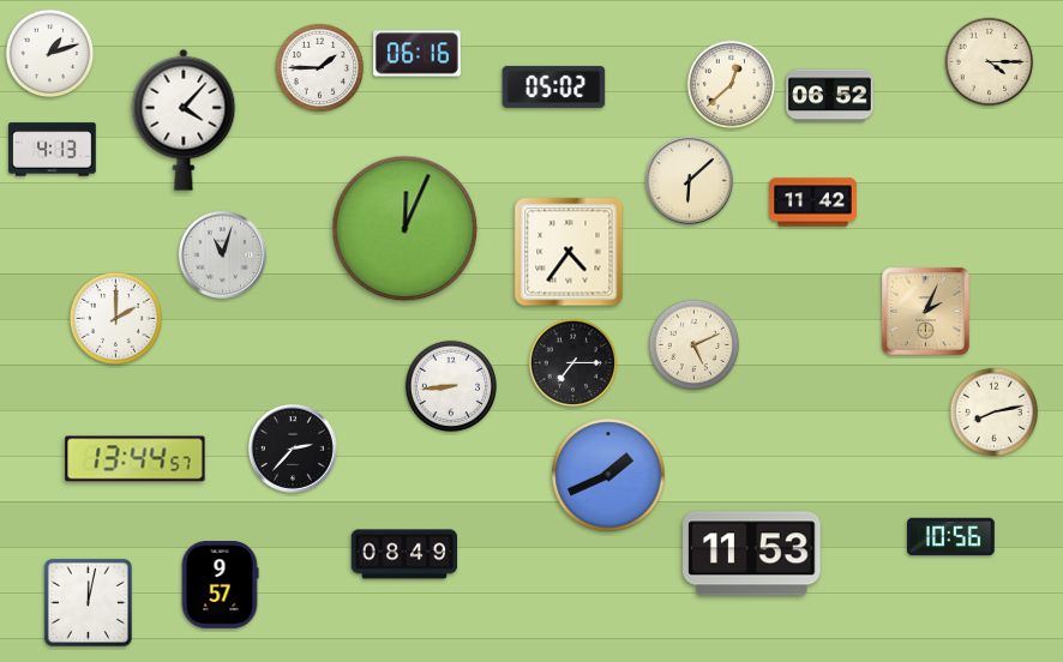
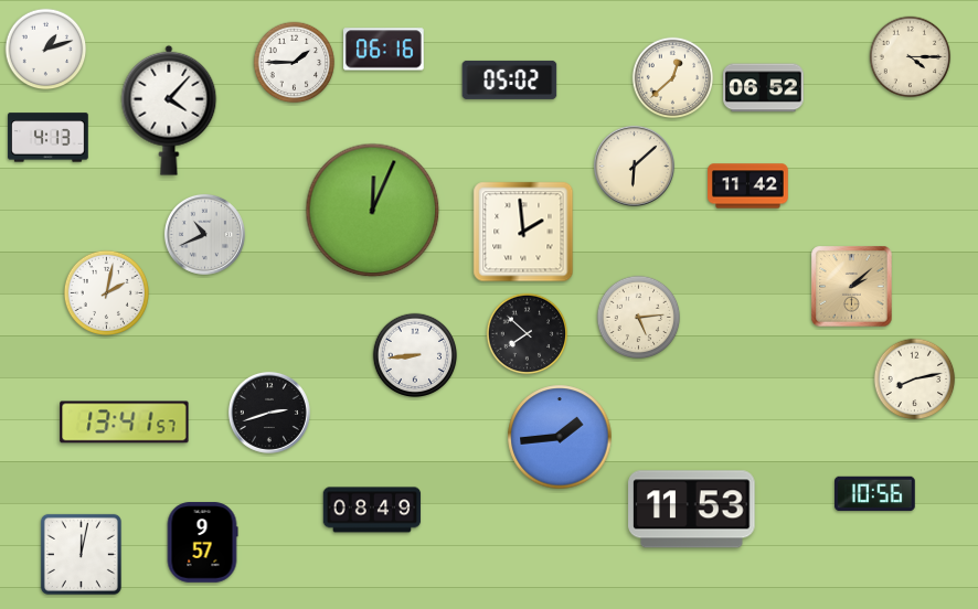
clock at (569, 252): 4:36 -> 1:59
clock at (222, 254): 11:03 -> 10:41
clock at (926, 312): 2:04 -> 2:08
clock at (115, 318): 2:00 -> 2:02
clock at (695, 345): 5:11 -> 5:14
clock at (573, 363): 7:15 -> 7:52
clock at (293, 449): 2:37 -> 2:42
clock at (136, 459): 13:44 -> 13:41
clock at (608, 475): 1:41 -> 1:44
clock at (220, 585) position: (220, 585) -> (202, 543)
